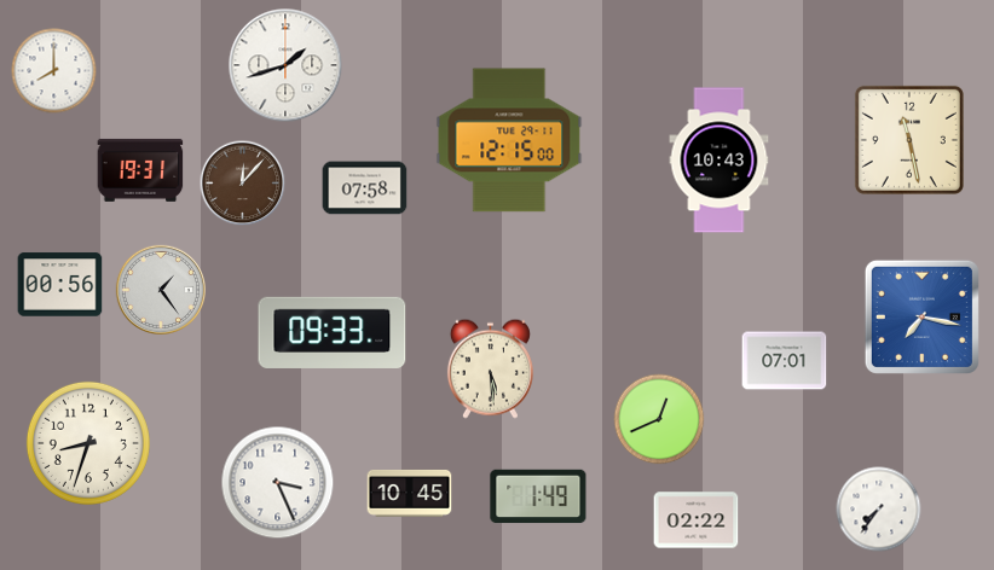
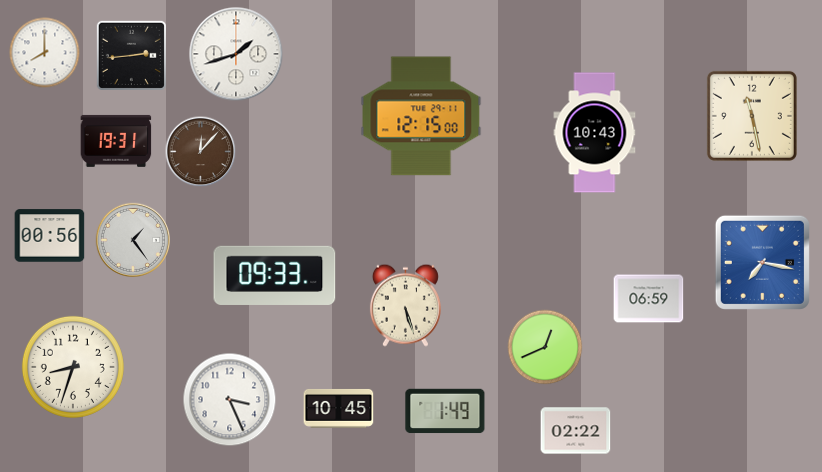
clock at (131, 55): none -> 2:44
clock at (54, 71) position: (54, 71) -> (45, 53)
clock at (365, 188): 07:58 -> none
clock at (785, 361): 07:01 -> 06:59
clock at (490, 368): 5:29 -> 5:27
clock at (879, 510): 7:36 -> none
